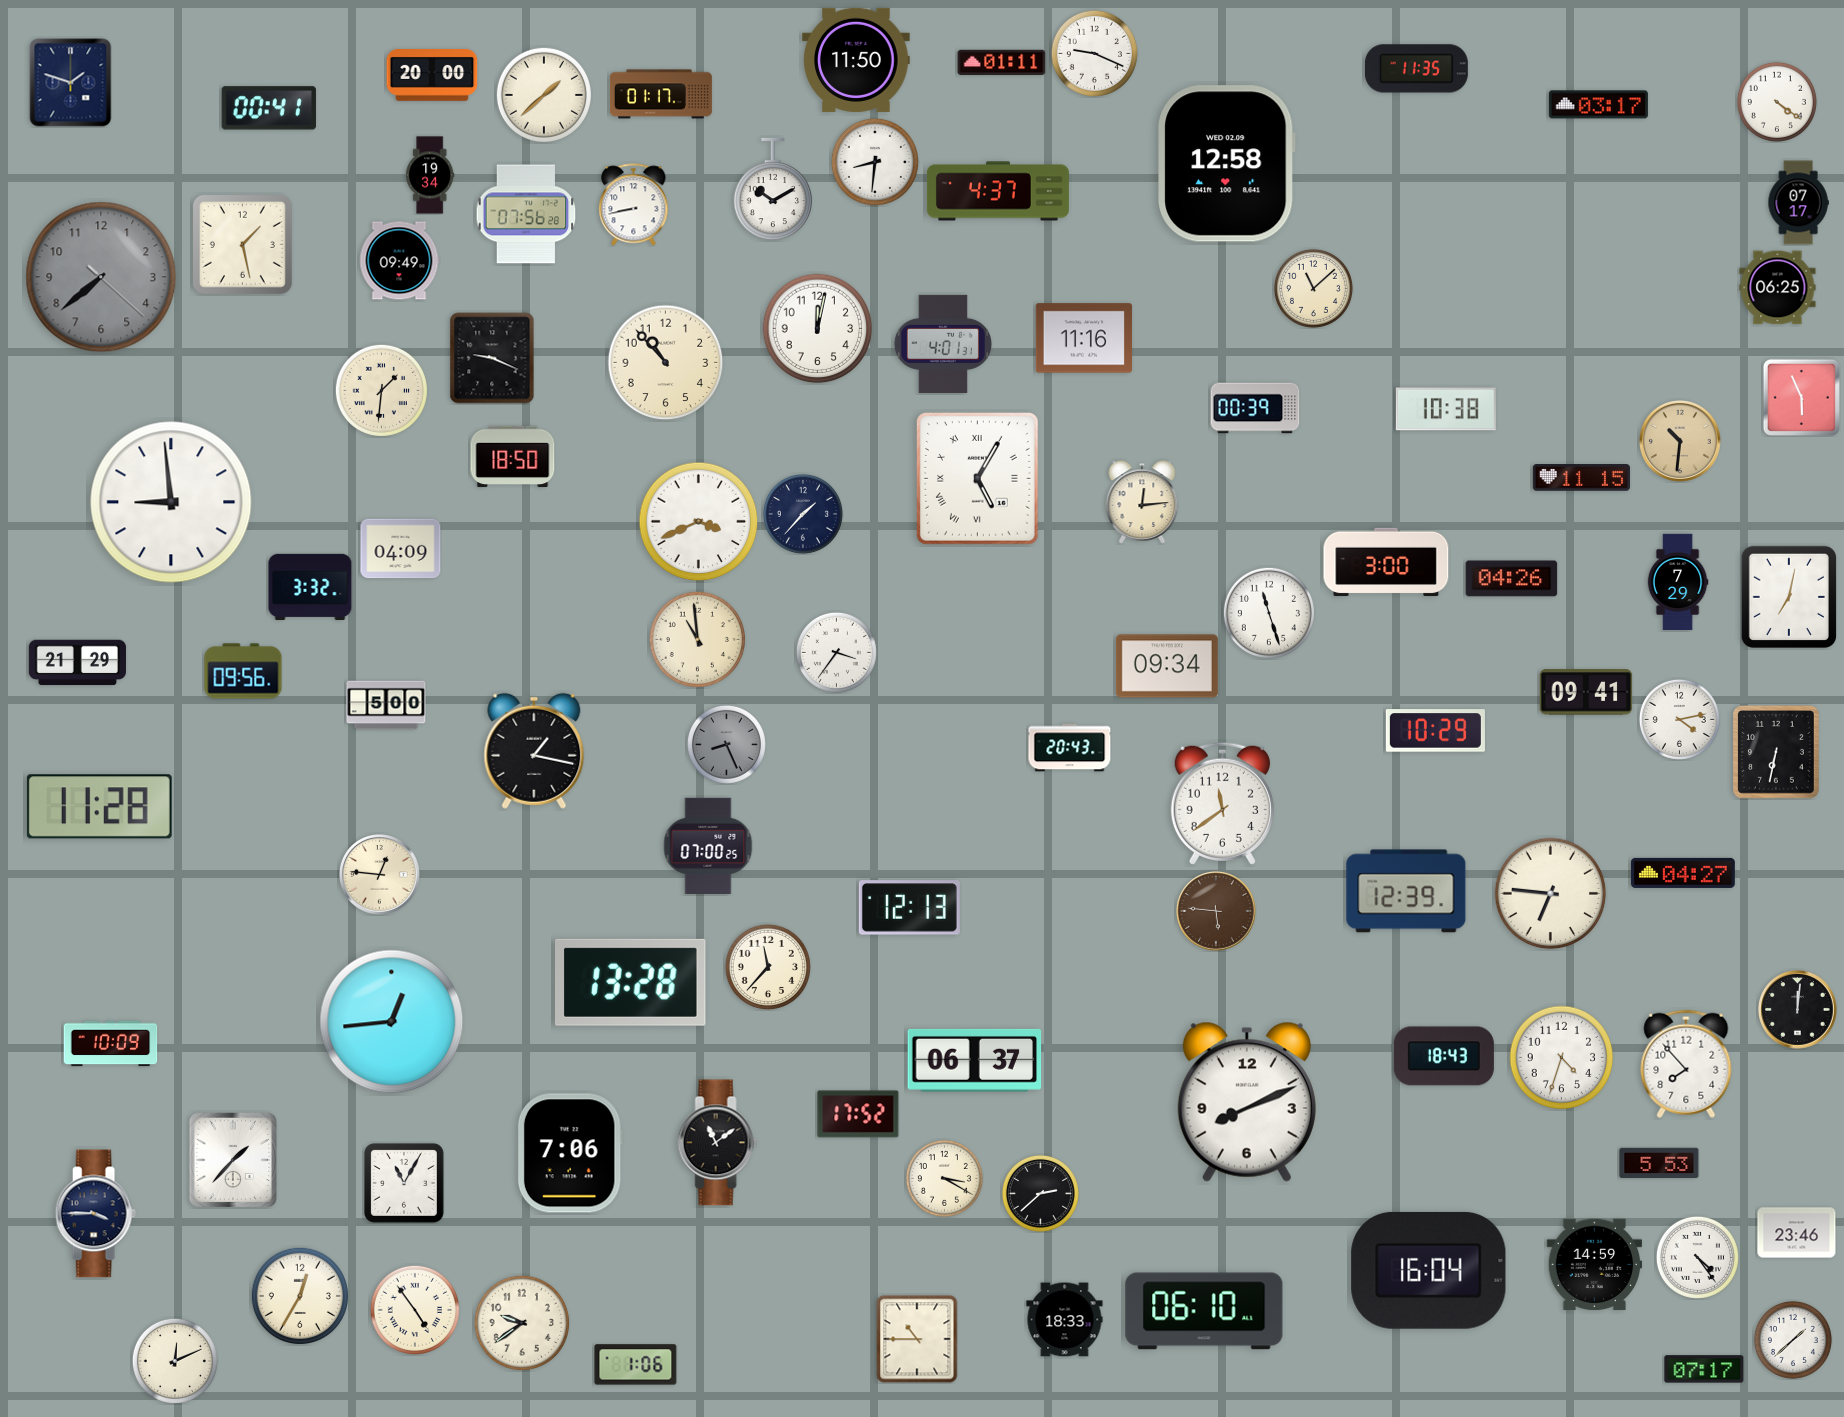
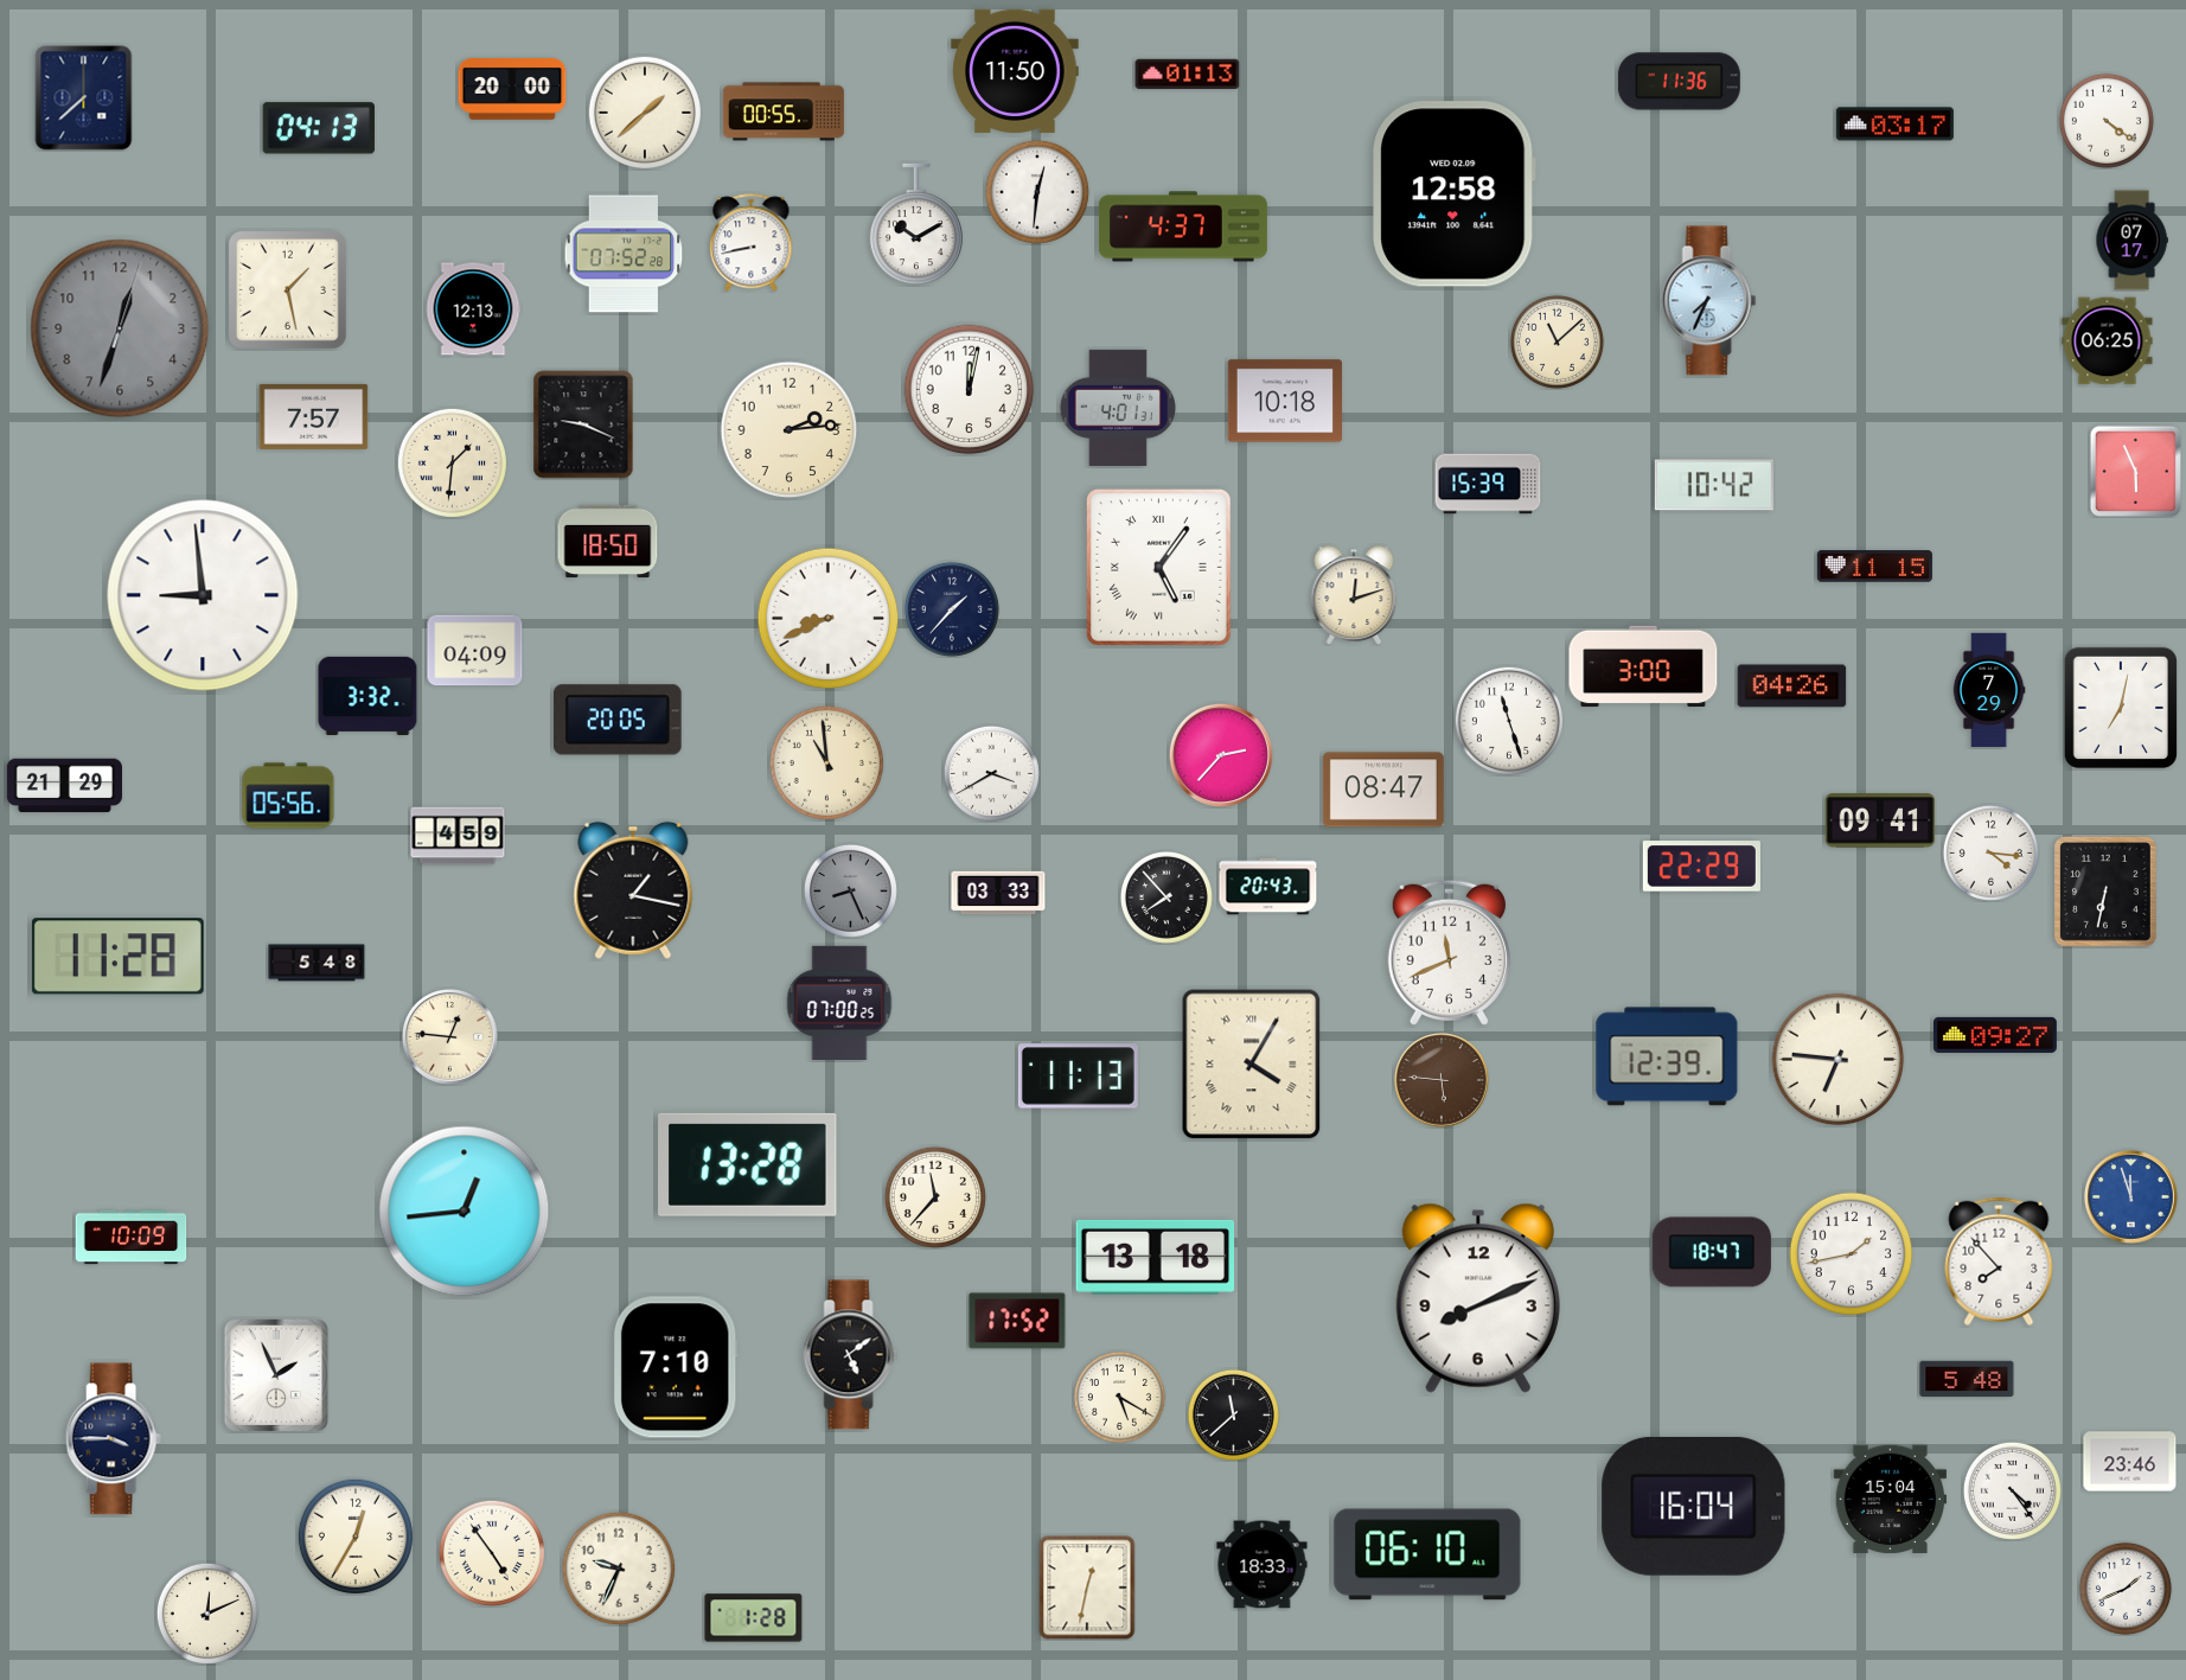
clock at (1094, 53): 9:19 -> none
clock at (1002, 63): 01:11 -> 01:13
clock at (1416, 69): 11:35 -> 11:36
clock at (71, 83): 1:48 -> 7:38
clock at (661, 94): 01:17 -> 00:55
clock at (269, 108): 00:41 -> 04:13
clock at (875, 162): 8:31 -> 12:31
clock at (430, 175): 19:34 -> none
clock at (526, 214): 07:56 -> 07:52
clock at (1709, 301): none -> 7:34
clock at (399, 261): 09:49 -> 12:13
clock at (101, 277): 7:38 -> 12:33
clock at (1083, 338): 11:16 -> 10:18
clock at (314, 416): none -> 7:57
clock at (666, 363): 10:53 -> 2:14
clock at (1255, 408): 00:39 -> 15:39
clock at (1446, 409): 10:38 -> 10:42
clock at (1681, 442): 10:31 -> none
clock at (978, 479): 5:05 -> 5:06
clock at (1142, 502): 12:14 -> 12:12
clock at (699, 522): 3:41 -> 8:41
clock at (619, 720): none -> 20:05
clock at (1269, 613) position: (1269, 613) -> (1509, 721)
clock at (1221, 755): none -> 2:37
clock at (697, 639) position: (697, 639) -> (826, 762)
clock at (836, 652): 3:36 -> 3:40
clock at (77, 663) position: (77, 663) -> (64, 786)
clock at (1167, 666): 09:34 -> 08:47
clock at (243, 671): 09:56 -> 05:56
clock at (386, 705): 5:00 -> 4:59
clock at (1679, 719): 4:13 -> 4:16
clock at (1435, 731): 10:29 -> 22:29
clock at (726, 744) position: (726, 744) -> (850, 890)
clock at (998, 893): none -> 03:33
clock at (1166, 898): none -> 7:53
clock at (1222, 803): 11:39 -> 11:41
clock at (317, 963): none -> 5:48
clock at (1683, 873): 04:27 -> 09:27
clock at (1252, 1065): none -> 4:05
clock at (909, 908): 12:13 -> 11:13
clock at (768, 967) position: (768, 967) -> (935, 1197)
clock at (1798, 1010): 12:01 -> 11:57
clock at (1798, 1010) dial: black -> blue
clock at (1444, 1056): 18:43 -> 18:47
clock at (1562, 1058): 4:33 -> 1:43
clock at (975, 1060): 06:37 -> 13:18
clock at (1247, 1102) position: (1247, 1102) -> (1478, 1298)
clock at (718, 1143): 11:09 -> 5:09
clock at (570, 1153): 7:06 -> 7:10
clock at (233, 1160): 1:37 -> 1:56
clock at (1659, 1163): 5:53 -> 5:48
clock at (944, 1178): 3:20 -> 5:20
clock at (404, 1183): 11:05 -> none
clock at (1040, 1193): 2:38 -> 11:38
clock at (1594, 1265): 14:59 -> 15:04
clock at (521, 1322): 9:39 -> 9:34
clock at (917, 1339): 10:45 -> 12:32
clock at (1793, 1340): 1:38 -> 1:41
clock at (636, 1365): 1:06 -> 1:28
clock at (1704, 1369): 07:17 -> none
